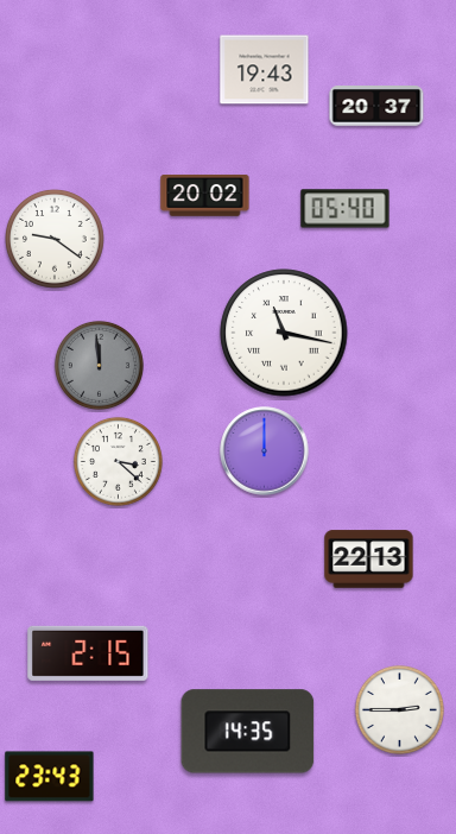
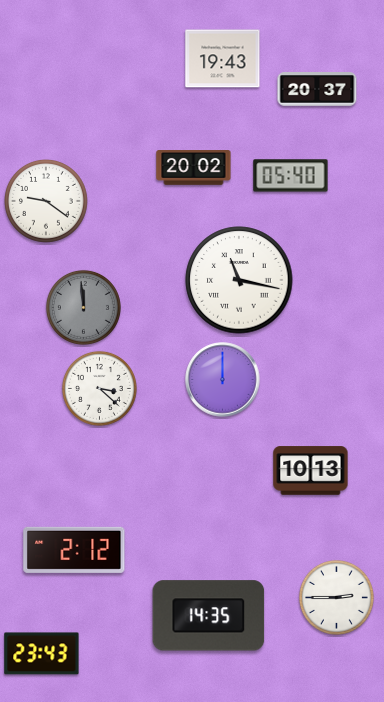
clock at (205, 196) position: (205, 196) -> (194, 168)
clock at (369, 560): 22:13 -> 10:13
clock at (88, 653): 2:15 -> 2:12
